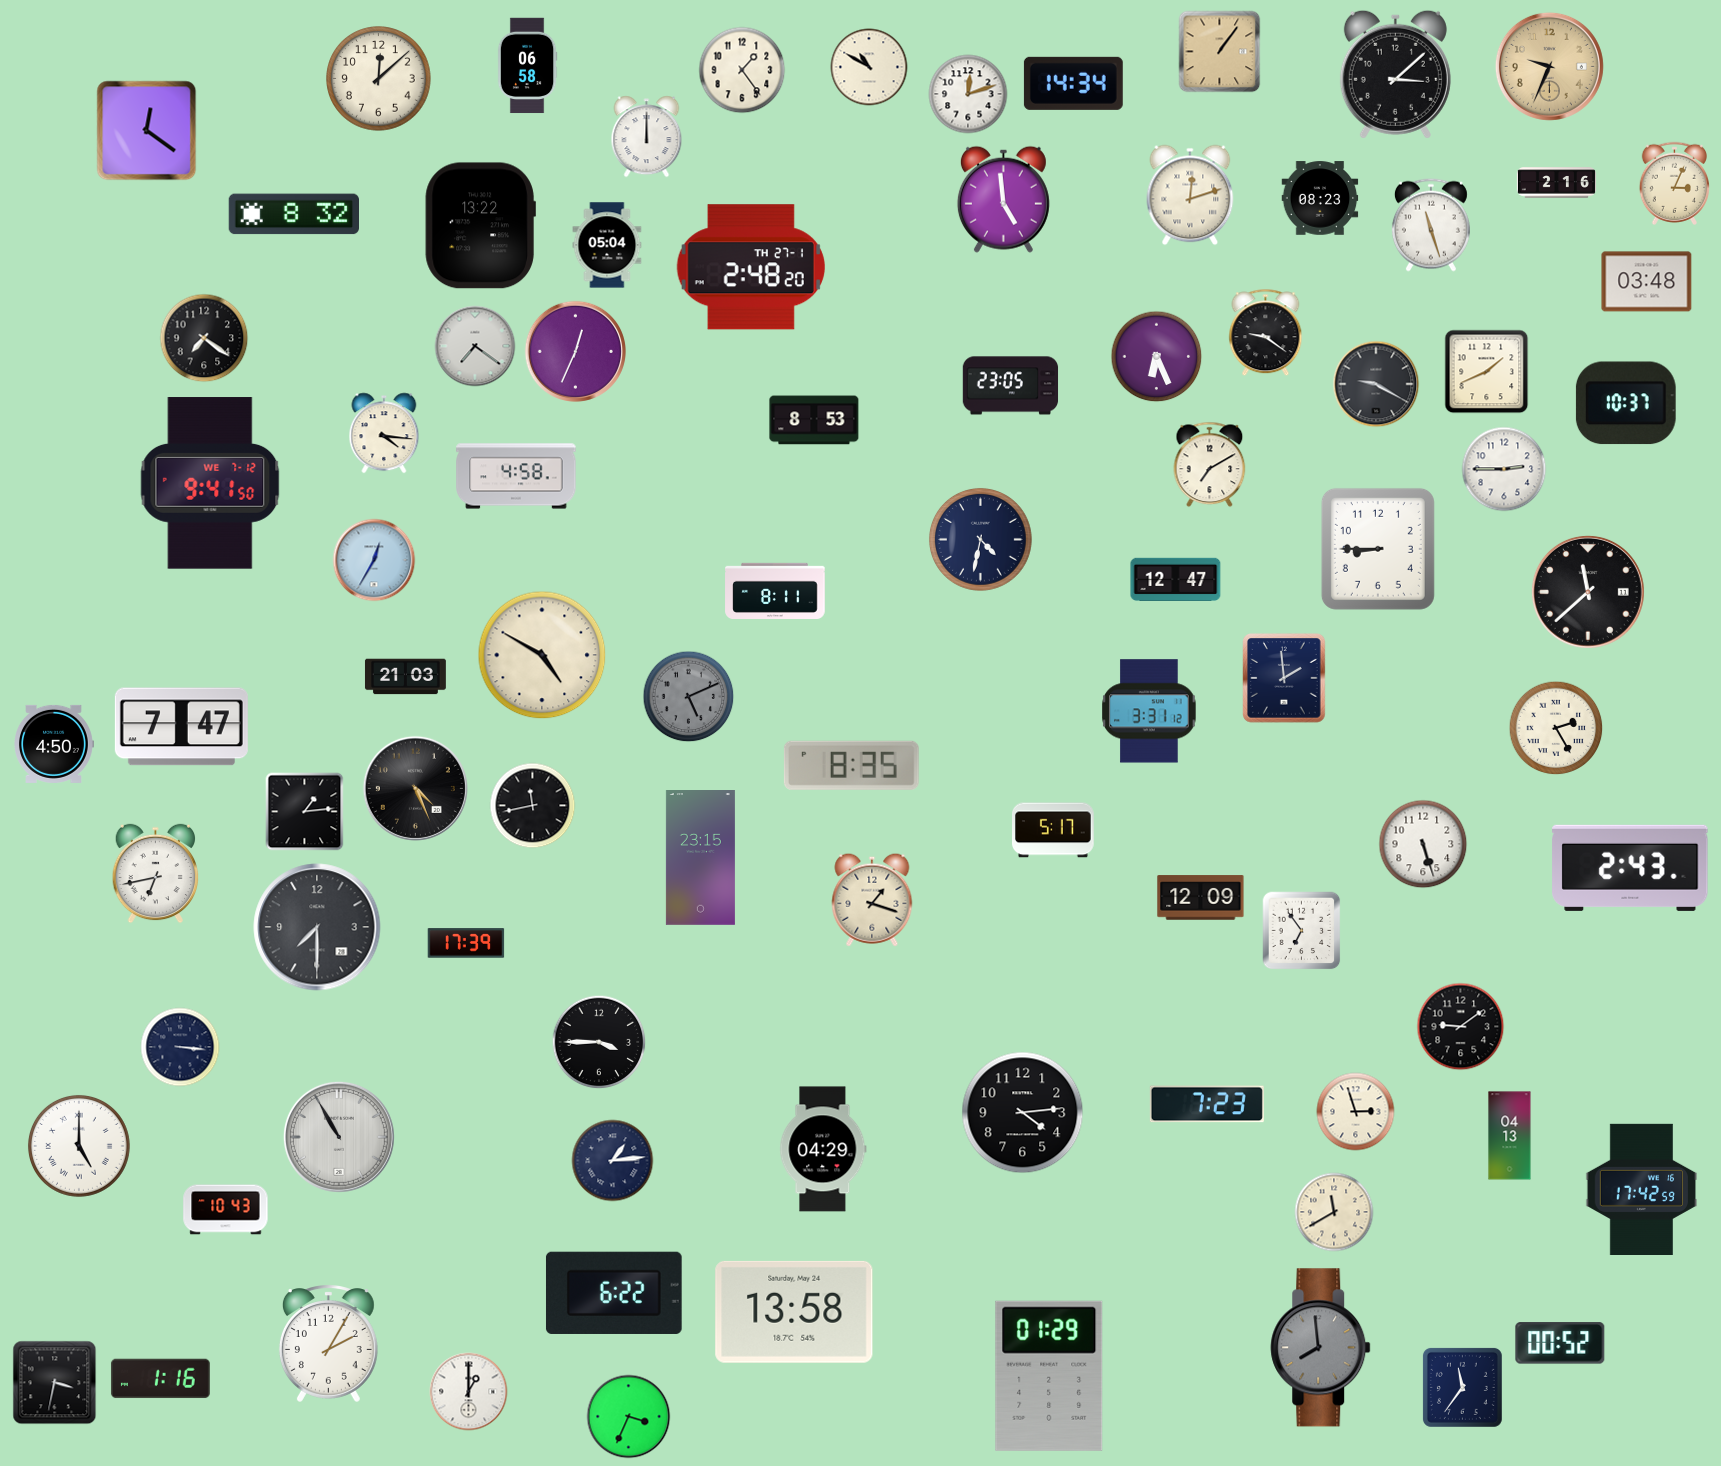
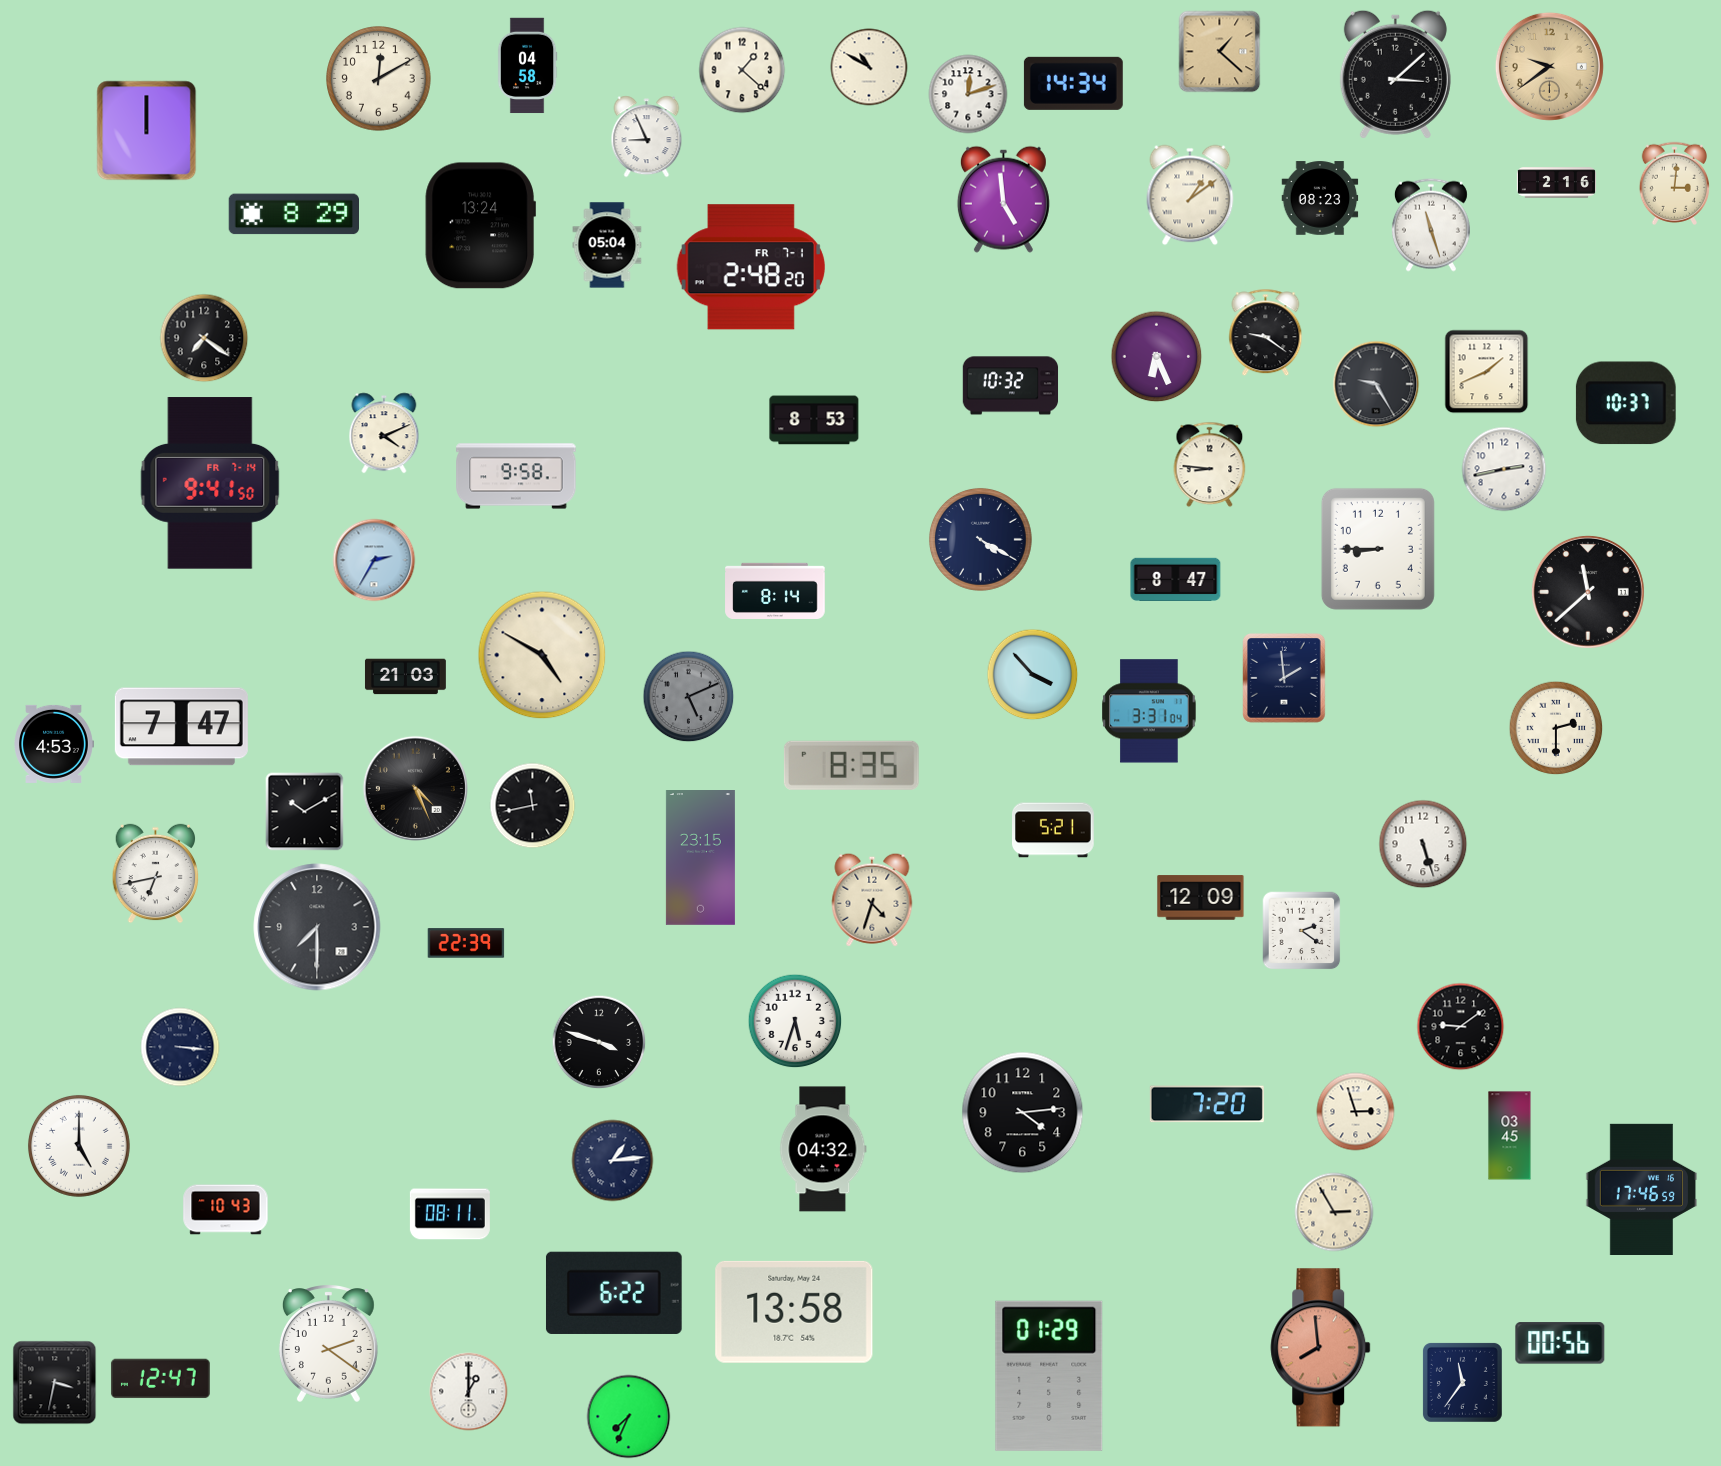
clock at (1220, 52): 1:06 -> 1:22
clock at (527, 66): 06:58 -> 04:58
clock at (1549, 66): 9:34 -> 9:39
clock at (742, 70): 1:24 -> 1:22
clock at (379, 79): 12:08 -> 12:10
clock at (147, 131): 12:21 -> 12:00
clock at (647, 137): 12:00 -> 8:56
clock at (1674, 183): 3:04 -> 3:01
clock at (1190, 195): 12:12 -> 1:09
clock at (293, 214): 8:32 -> 8:29
clock at (480, 226): 13:22 -> 13:24
clock at (751, 267) date: TH 27-1 -> FR 7-1
clock at (1647, 282): 03:48 -> none
clock at (475, 346): 7:21 -> none
clock at (575, 351): 12:34 -> none
clock at (1376, 384): 9:20 -> 9:25
clock at (1011, 386): 23:05 -> 10:32
clock at (384, 433): 4:16 -> 4:11
clock at (1210, 465): 7:10 -> 8:46
clock at (1504, 469): 2:45 -> 2:43
clock at (516, 476): 4:58 -> 9:58
clock at (210, 483) date: WE 7-12 -> FR 7-14
clock at (980, 539): 4:32 -> 4:20
clock at (374, 560): 12:35 -> 2:35
clock at (1176, 579): 12:47 -> 8:47
clock at (775, 590): 8:11 -> 8:14
clock at (1033, 675): none -> 3:53
clock at (1149, 711): 3:31:12 -> 3:31:04
clock at (1556, 728): 2:25 -> 2:30
clock at (54, 744): 4:50 -> 4:53
clock at (305, 812): 1:14 -> 10:10
clock at (1054, 830): 5:17 -> 5:21
clock at (1630, 868): 2:43 -> none
clock at (872, 900): 1:18 -> 4:33
clock at (1302, 931): 6:54 -> 2:21
clock at (466, 943): 17:39 -> 22:39
clock at (795, 1021): none -> 5:33
clock at (599, 1042): 3:45 -> 3:48
clock at (1207, 1104): 7:23 -> 7:20
clock at (1510, 1136): 04:13 -> 03:45
clock at (339, 1137): 10:55 -> none
clock at (823, 1149): 04:29 -> 04:32
clock at (1642, 1189): 17:42 -> 17:46
clock at (1334, 1212): 11:40 -> 2:55
clock at (450, 1214): none -> 08:11
clock at (328, 1343): 2:05 -> 2:21
clock at (1560, 1343): 00:52 -> 00:56
clock at (1321, 1348) dial: grey -> salmon
clock at (160, 1379): 1:16 -> 12:47
clock at (1462, 1387) position: (1462, 1387) -> (1462, 1382)
clock at (629, 1417): 3:34 -> 7:34
